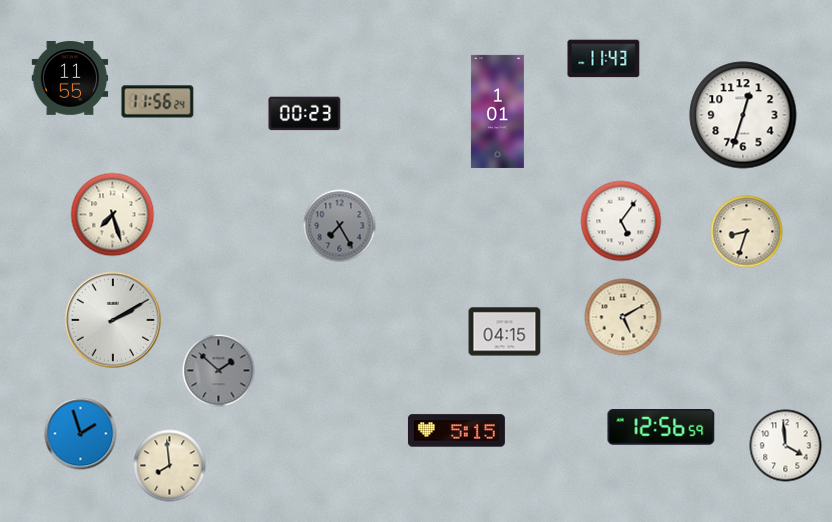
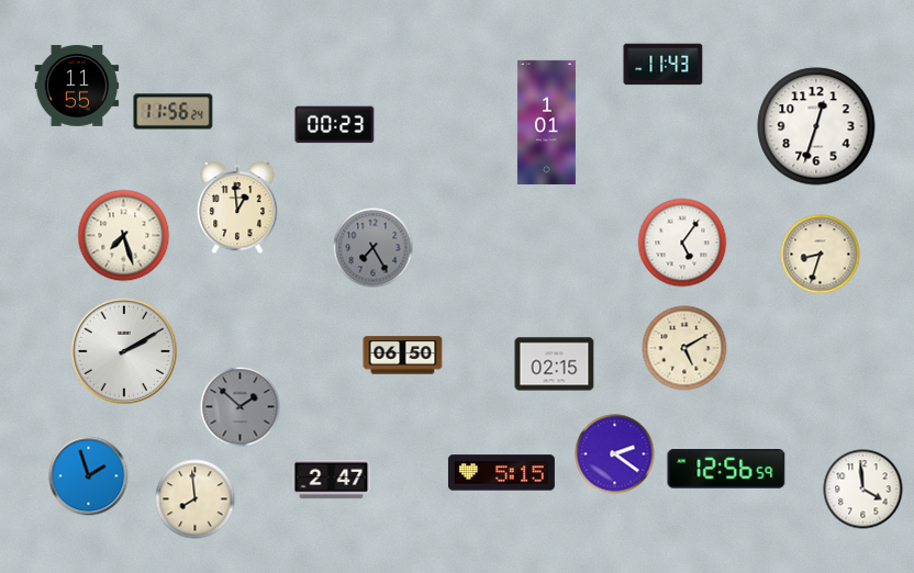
clock at (237, 207): none -> 12:59
clock at (403, 356): none -> 06:50
clock at (505, 332): 04:15 -> 02:15
clock at (615, 454): none -> 2:21
clock at (332, 480): none -> 2:47
clock at (170, 466) position: (170, 466) -> (196, 499)
